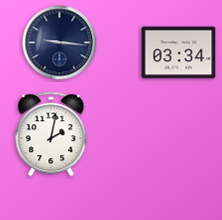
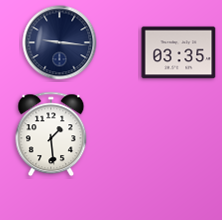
clock at (179, 53): 03:34 -> 03:35
clock at (51, 134): 2:02 -> 1:29
